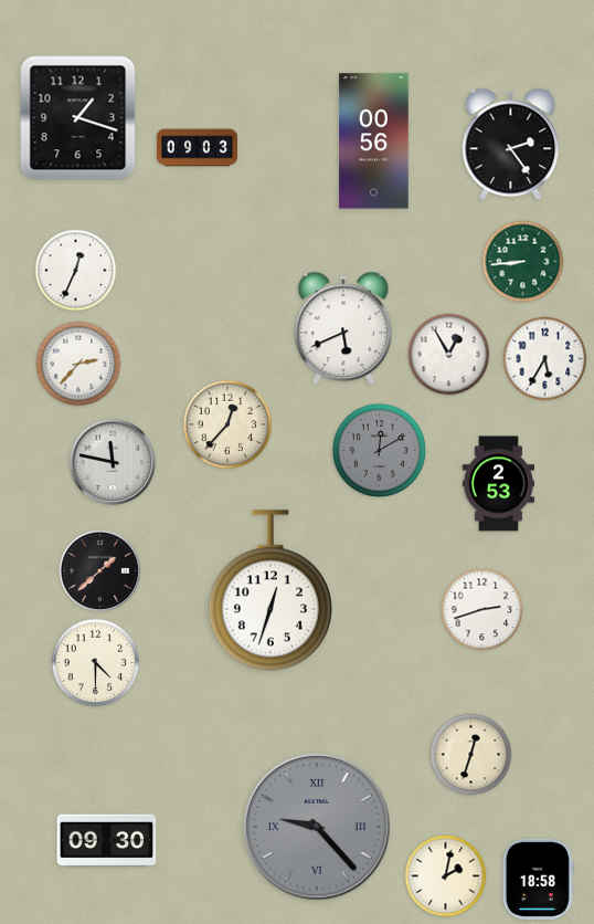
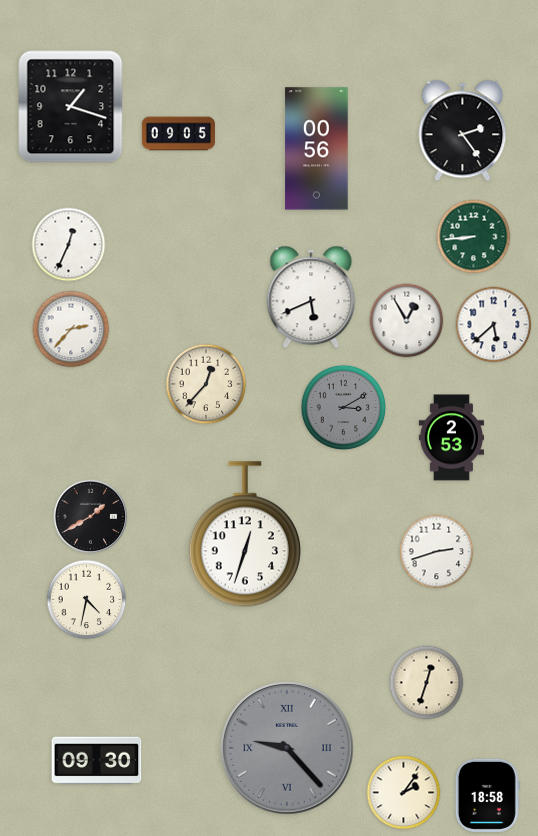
clock at (374, 141) position: (374, 141) -> (317, 149)
clock at (197, 148): 09:03 -> 09:05
clock at (545, 359): 5:35 -> 5:38
clock at (380, 451): 12:10 -> 3:10
clock at (112, 461): 11:47 -> none
clock at (100, 571): 1:38 -> 1:40
clock at (96, 663): 4:30 -> 4:32
clock at (446, 876): 2:02 -> 2:06
